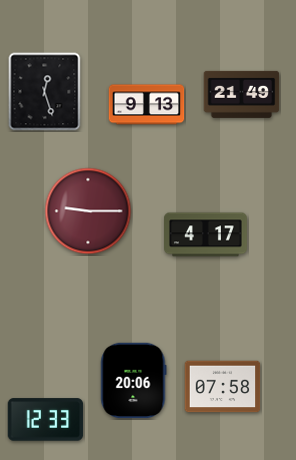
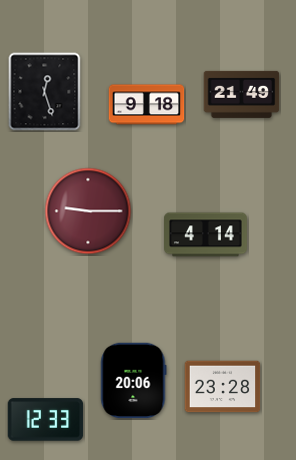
clock at (147, 105): 9:13 -> 9:18
clock at (206, 235): 4:17 -> 4:14
clock at (223, 387): 07:58 -> 23:28
